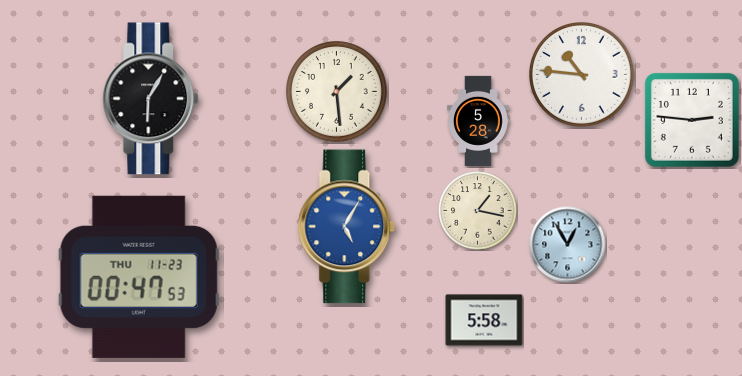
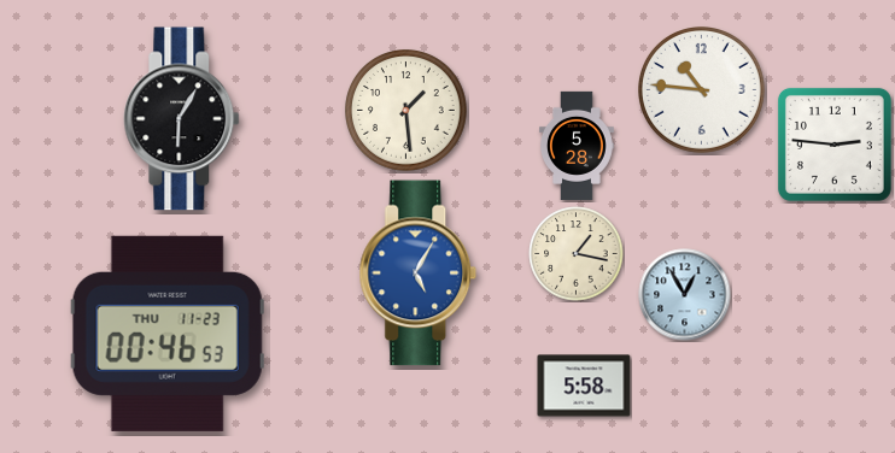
clock at (139, 277): 00:47 -> 00:46
